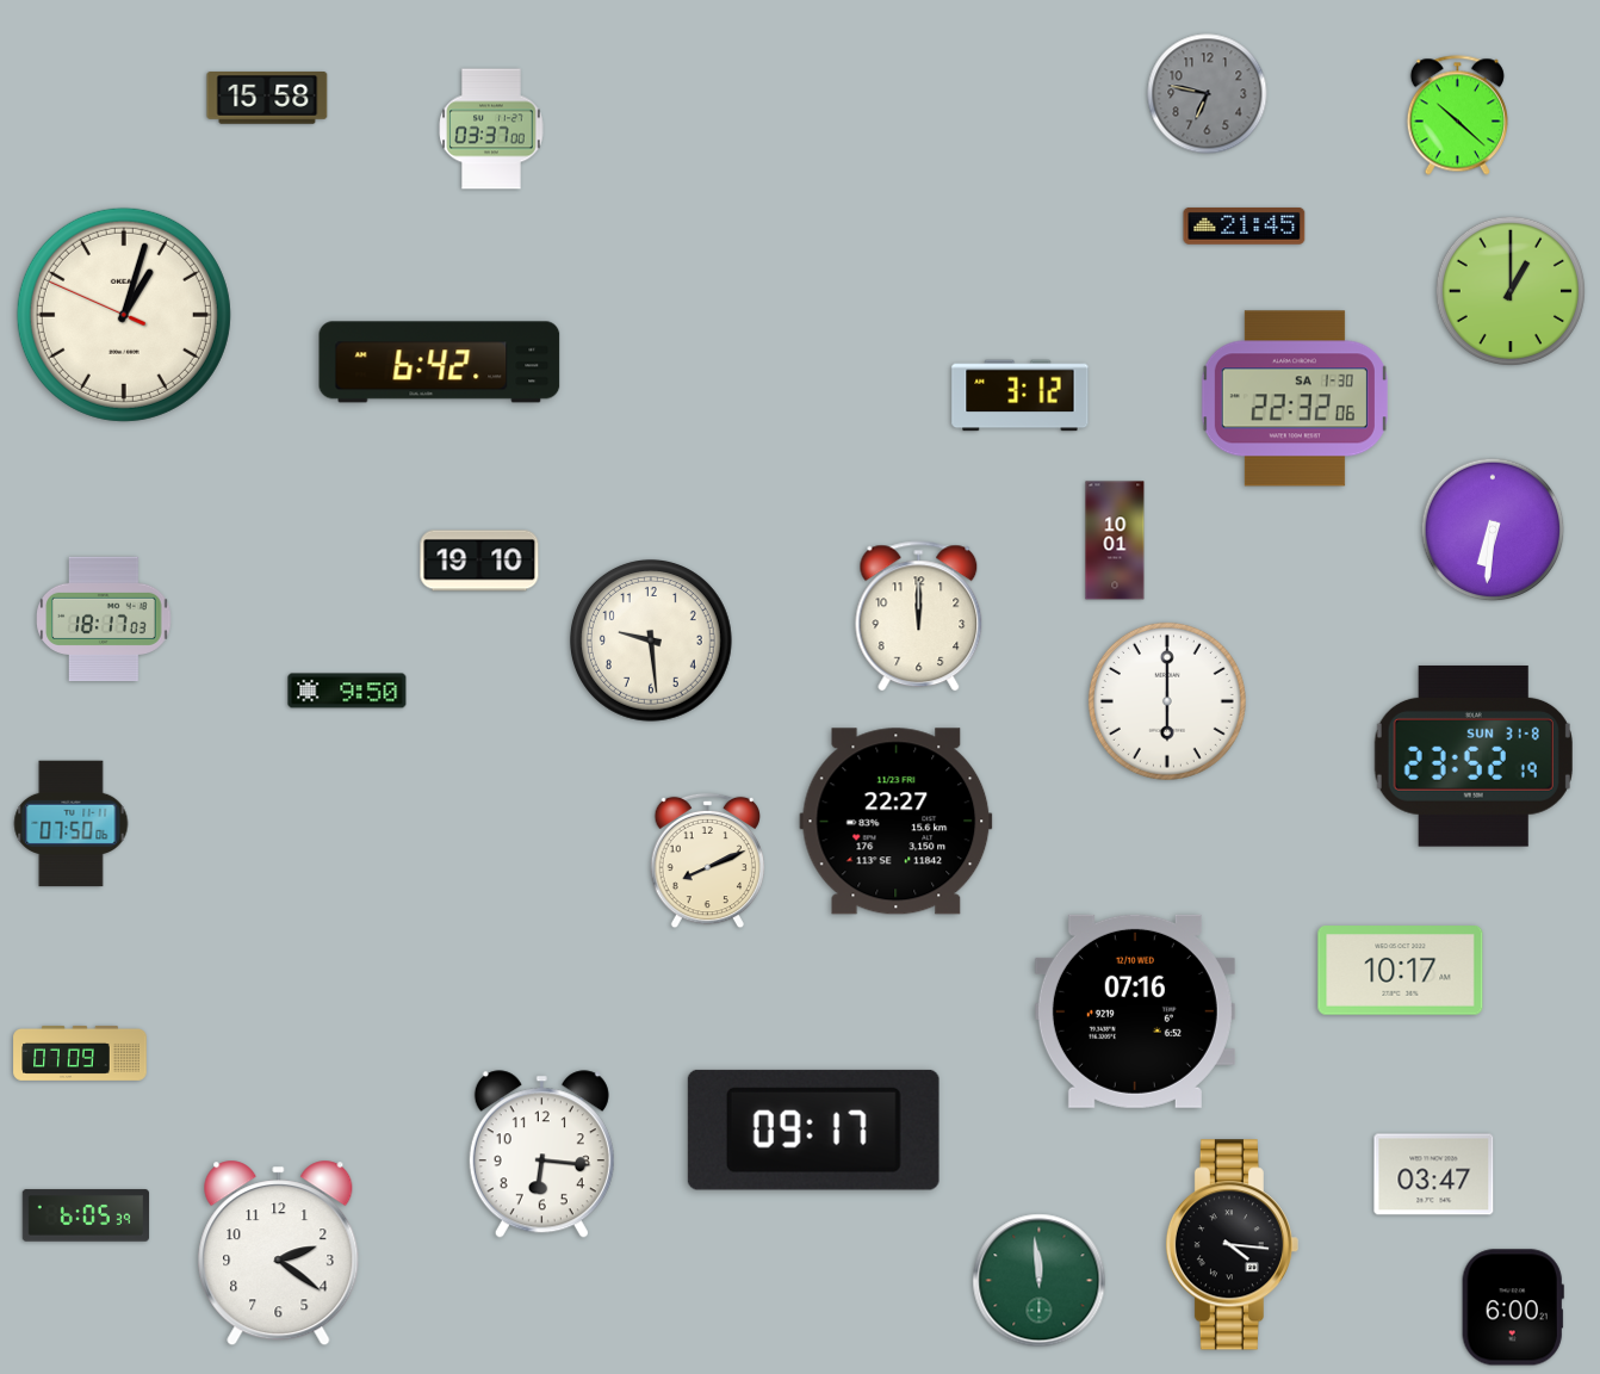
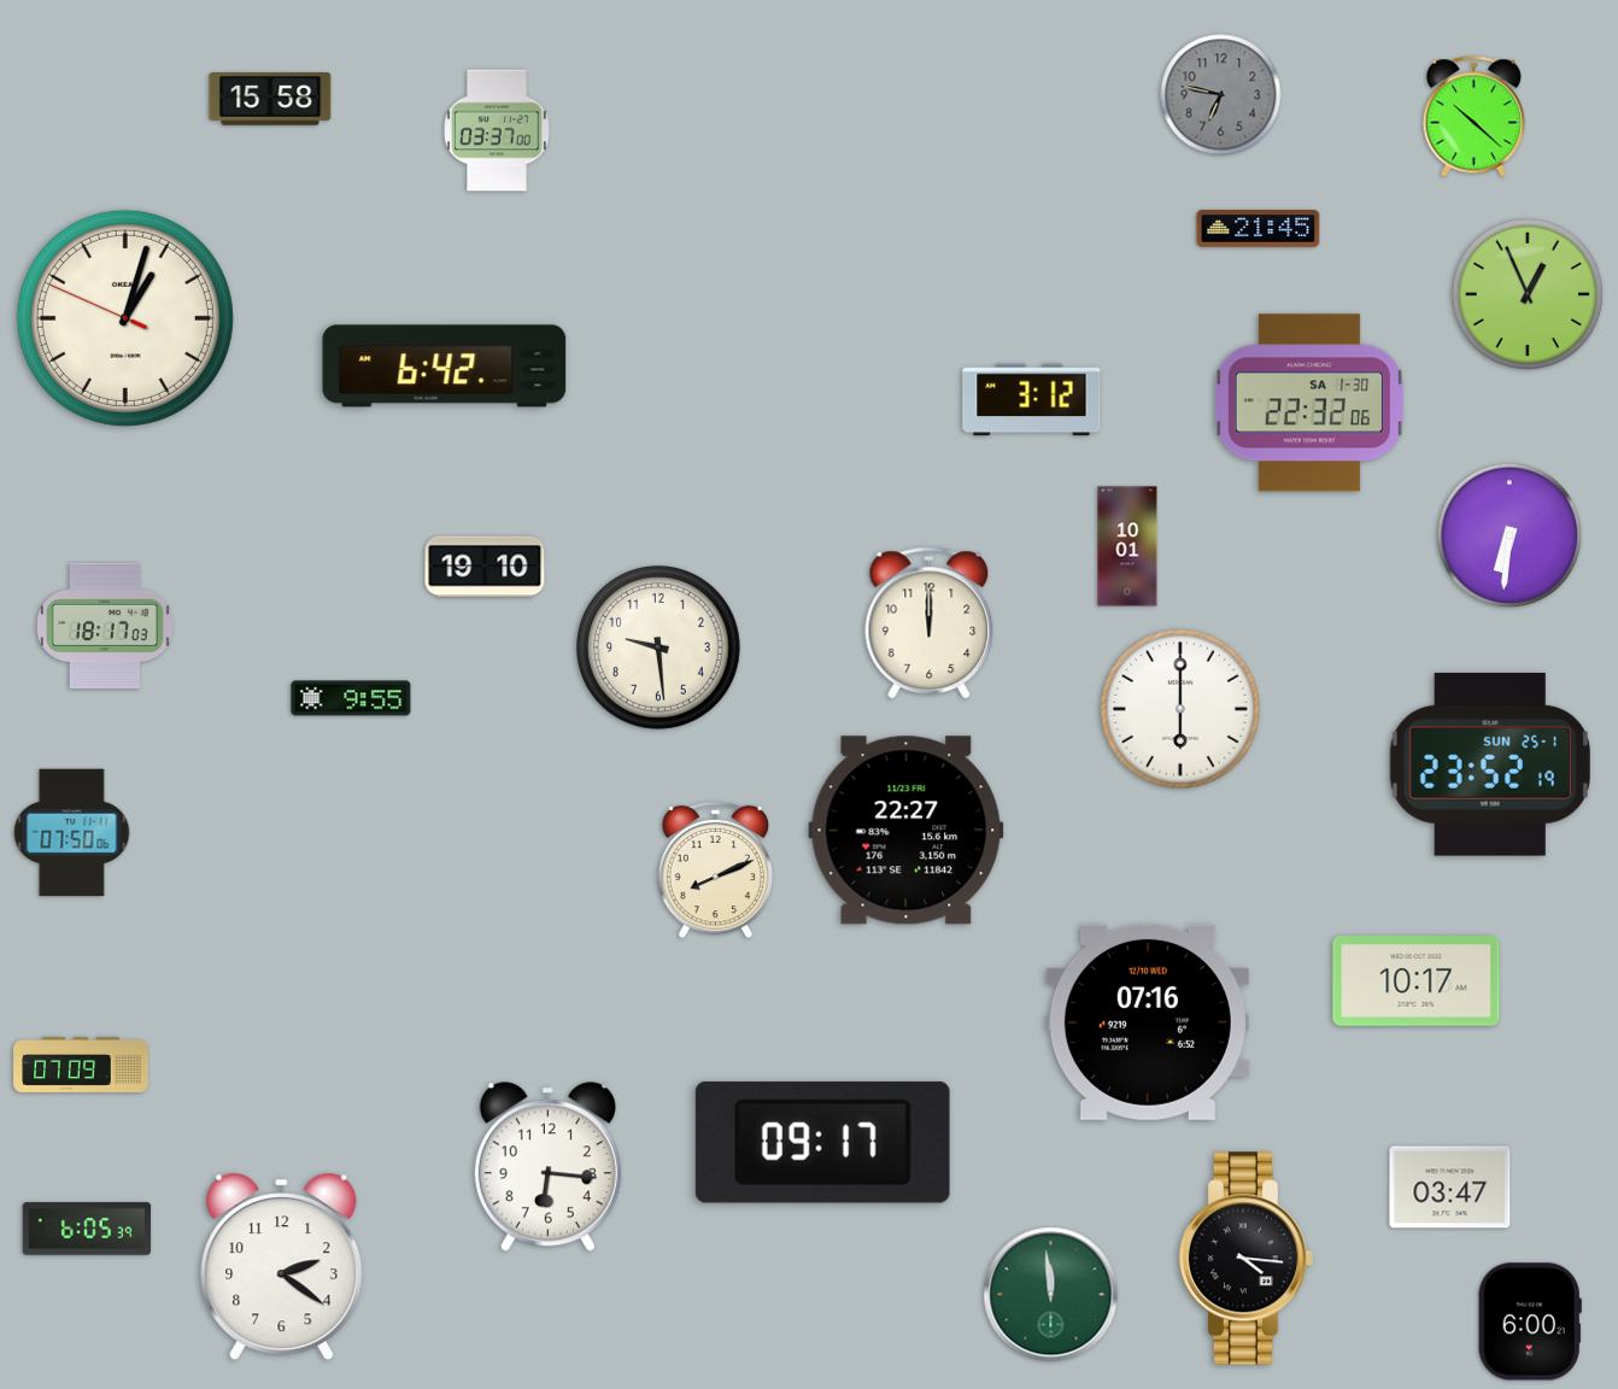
clock at (1511, 291): 1:00 -> 12:56
clock at (347, 691): 9:50 -> 9:55
clock at (1474, 756) date: SUN 31-8 -> SUN 25-1
